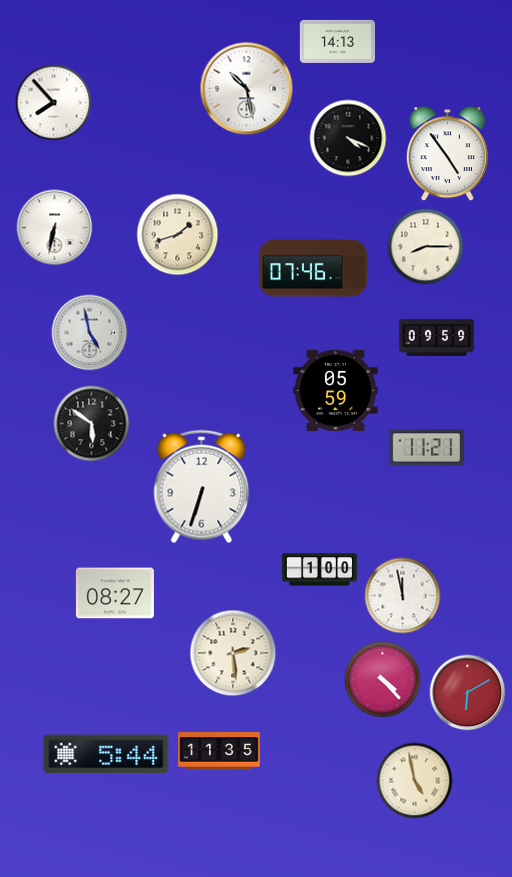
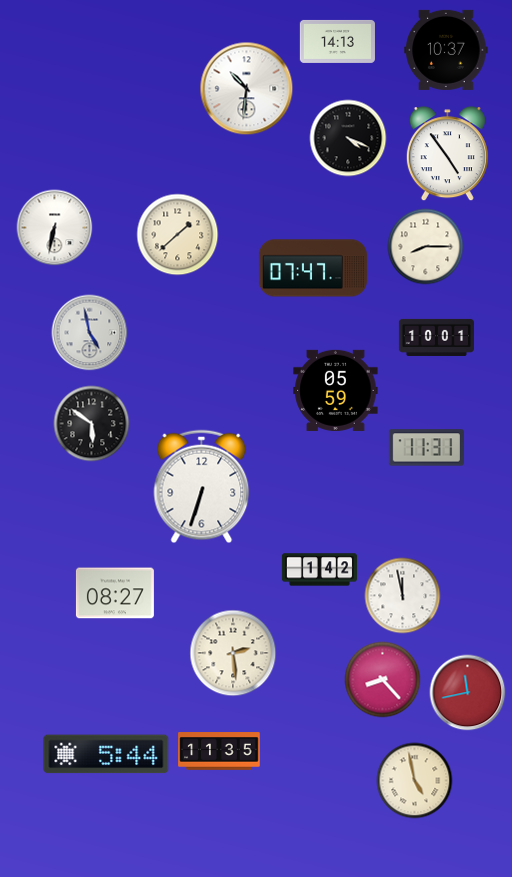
clock at (446, 50): none -> 10:37
clock at (247, 89): 10:28 -> 10:31
clock at (54, 103): 7:53 -> none
clock at (178, 235): 1:42 -> 1:38
clock at (313, 268): 07:46 -> 07:47
clock at (436, 337): 09:59 -> 10:01
clock at (426, 448): 11:21 -> 11:31
clock at (319, 570): 1:00 -> 1:42
clock at (383, 680): 4:23 -> 8:23
clock at (468, 693): 6:10 -> 11:43
